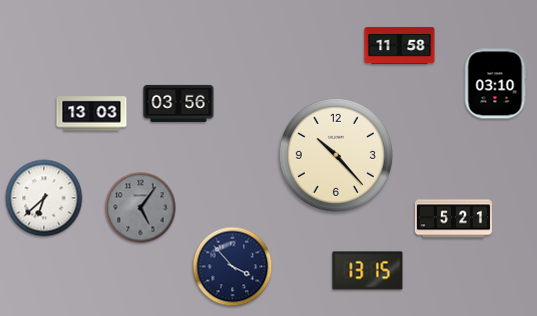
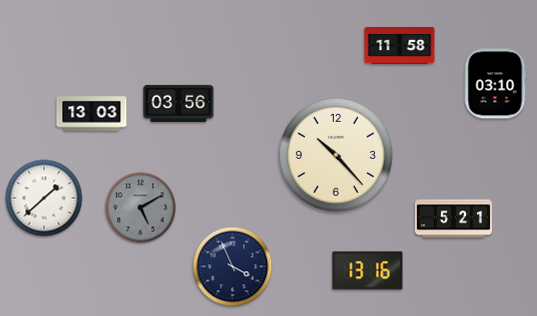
clock at (44, 198): 6:38 -> 1:38
clock at (141, 208): 5:06 -> 5:10
clock at (233, 267): 3:53 -> 3:56
clock at (368, 271): 13:15 -> 13:16
